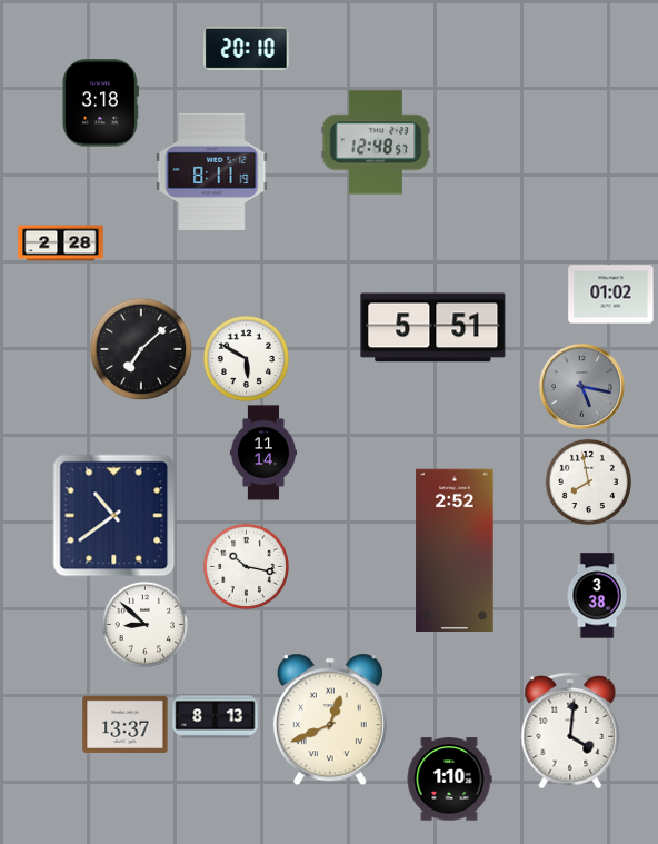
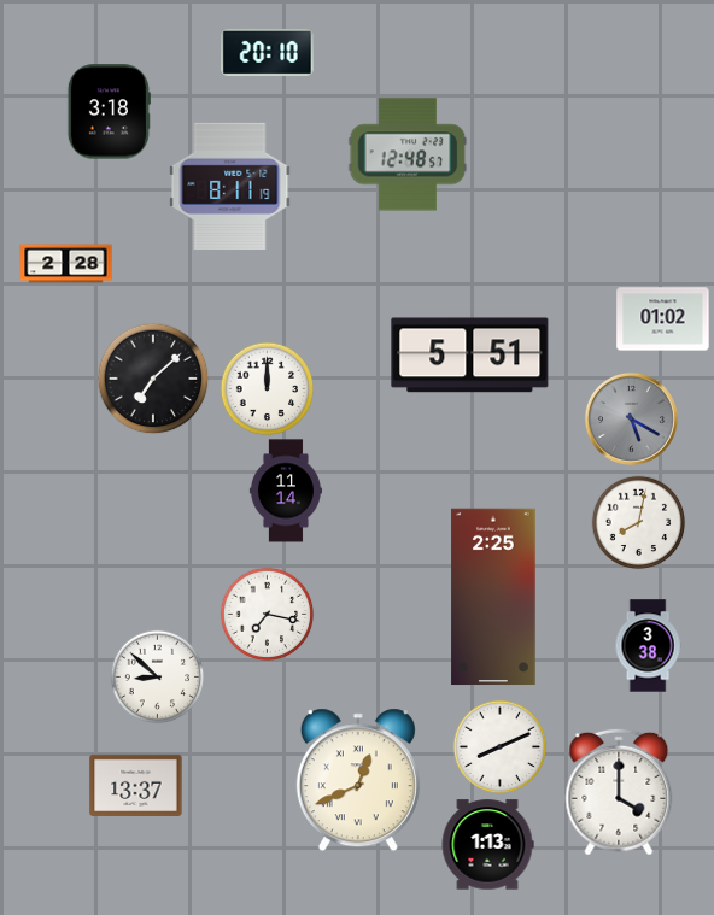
clock at (246, 358): 5:50 -> 12:00
clock at (581, 386): 5:17 -> 5:20
clock at (588, 481): 7:58 -> 8:02
clock at (114, 516): 10:39 -> none
clock at (455, 550): 2:52 -> 2:25
clock at (246, 566): 10:17 -> 7:17
clock at (499, 746): none -> 8:11
clock at (216, 717): 8:13 -> none
clock at (570, 731): 4:01 -> 4:00
clock at (449, 780): 1:10 -> 1:13
